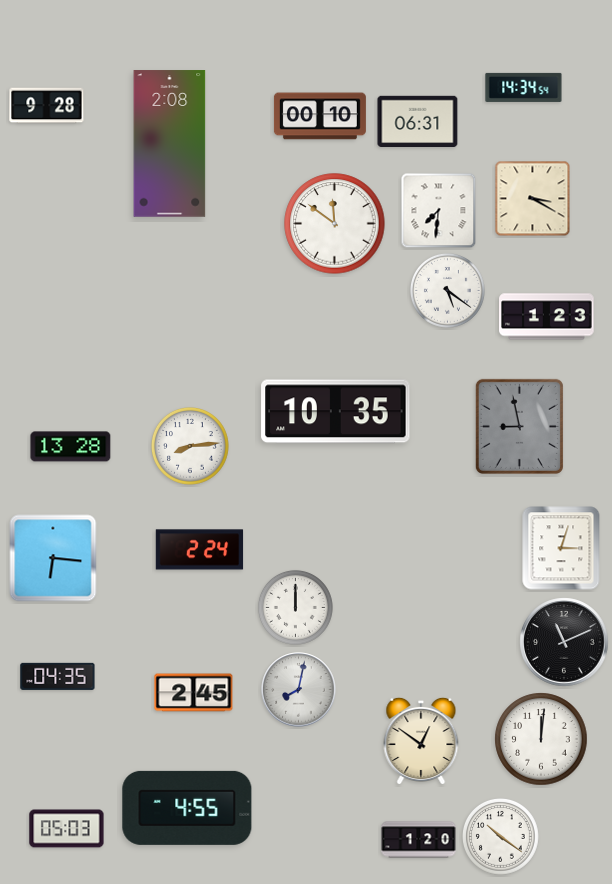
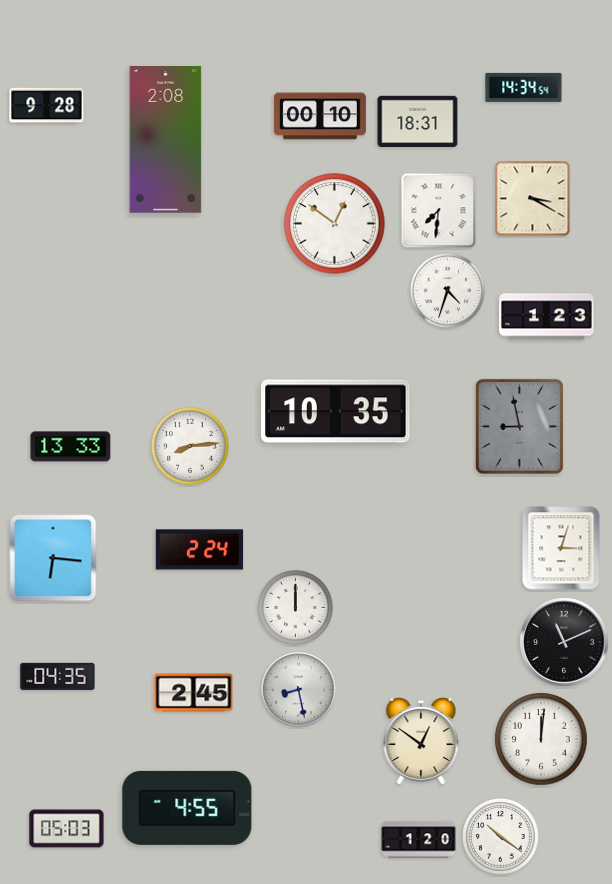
clock at (418, 122): 06:31 -> 18:31
clock at (170, 144) position: (170, 144) -> (166, 140)
clock at (335, 224): 11:51 -> 12:51
clock at (447, 290): 5:21 -> 4:33
clock at (71, 447): 13:28 -> 13:33
clock at (299, 690): 8:02 -> 8:28
